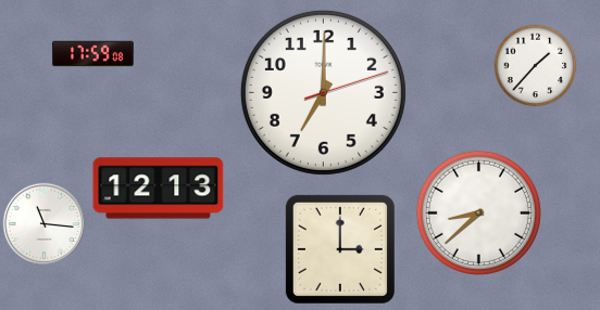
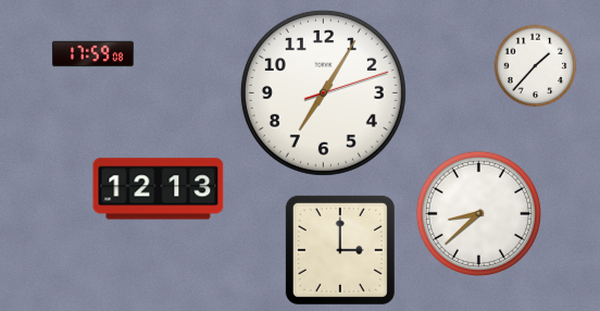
clock at (323, 92): 7:00 -> 7:05
clock at (43, 223): 11:16 -> none
